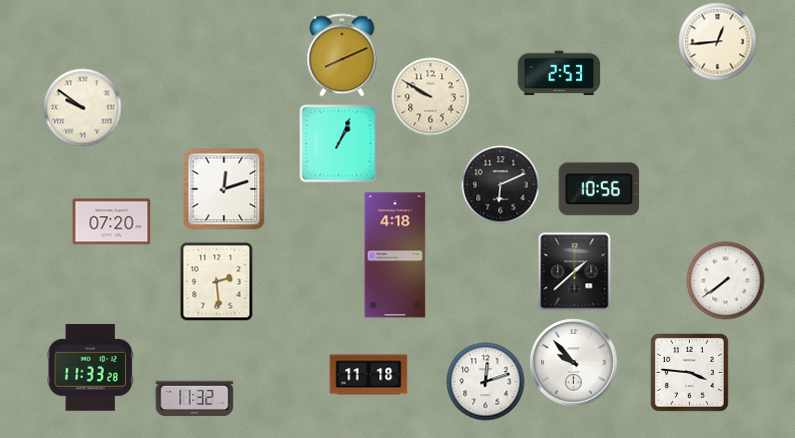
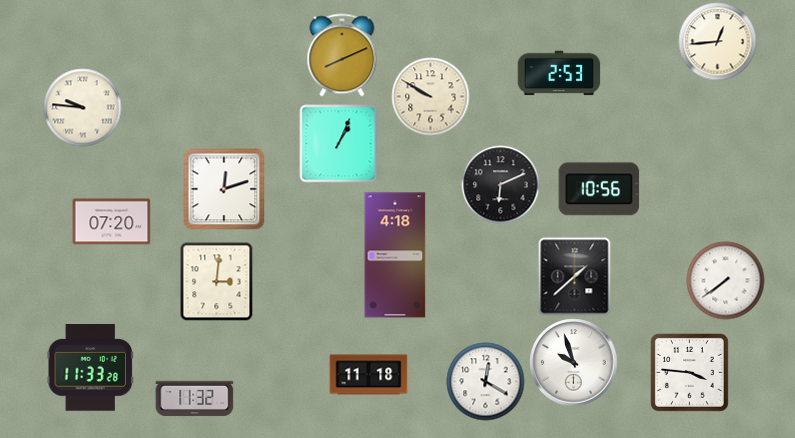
clock at (82, 107): 9:51 -> 9:46
clock at (575, 271) position: (575, 271) -> (575, 276)
clock at (217, 281): 2:29 -> 3:01
clock at (573, 362): 9:53 -> 9:57
clock at (485, 381): 12:12 -> 12:20
